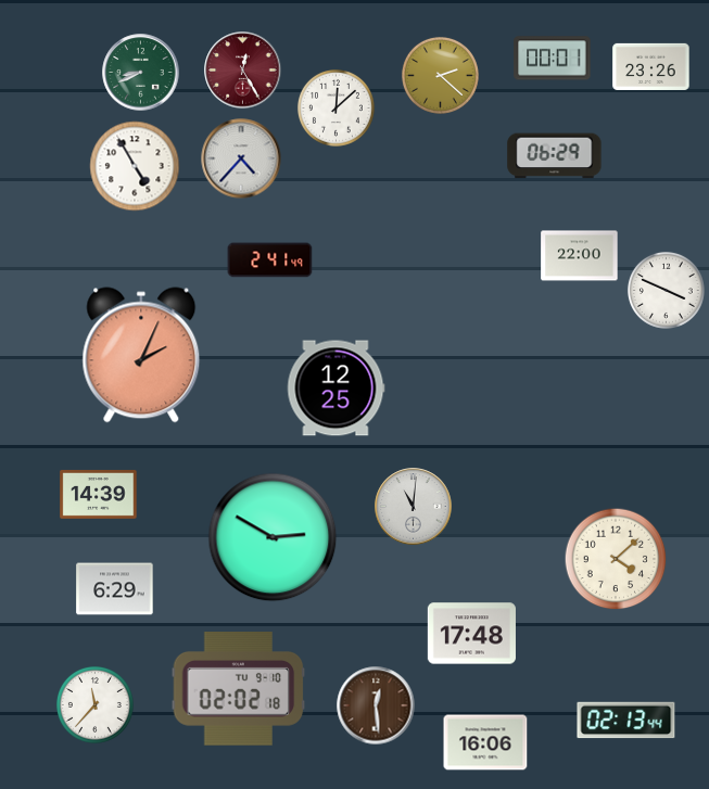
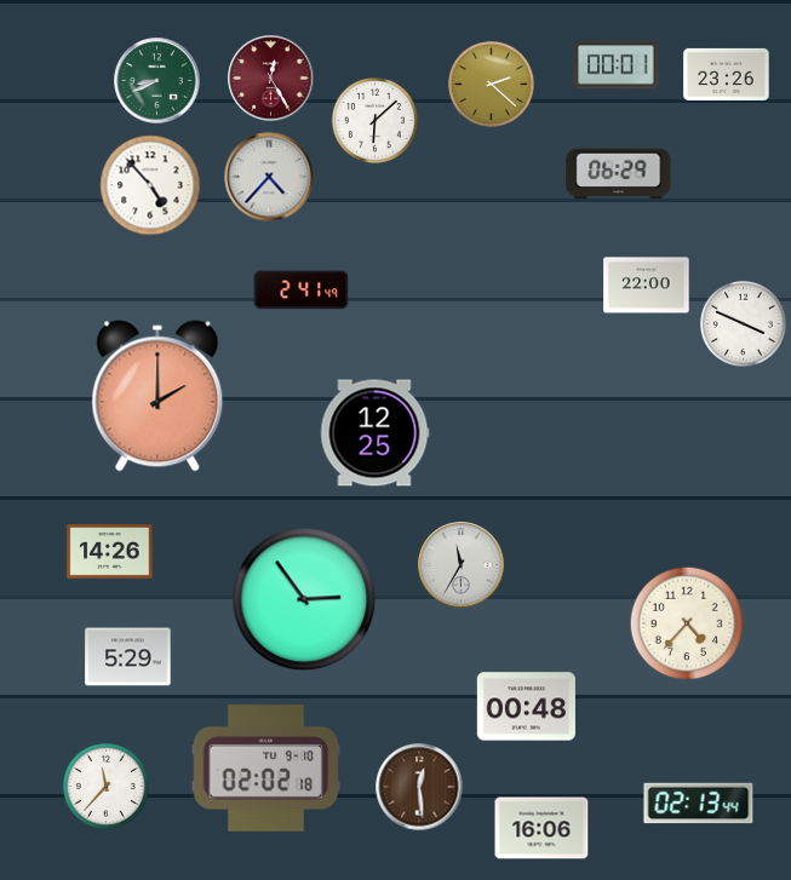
clock at (335, 107): 12:08 -> 6:08
clock at (135, 166): 4:55 -> 4:53
clock at (141, 355): 2:04 -> 2:00
clock at (99, 494): 14:39 -> 14:26
clock at (414, 507): 11:01 -> 11:35
clock at (273, 537): 2:50 -> 2:54
clock at (616, 559): 4:08 -> 4:37
clock at (115, 589): 6:29 -> 5:29
clock at (471, 634): 17:48 -> 00:48
